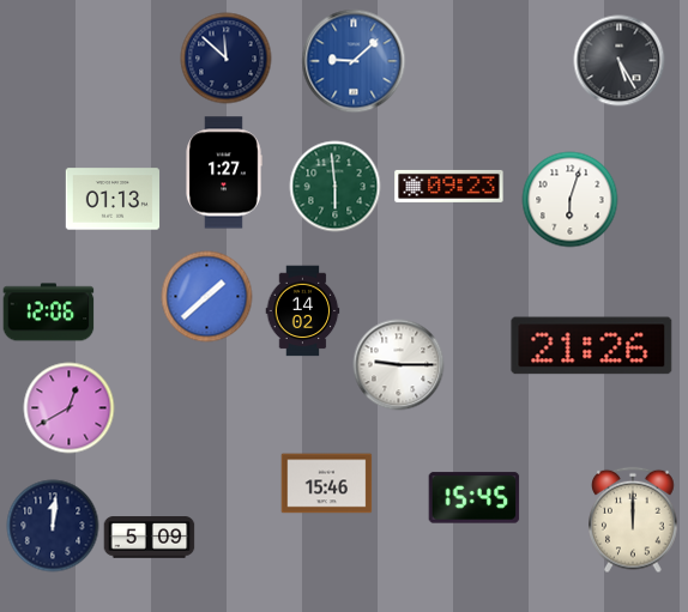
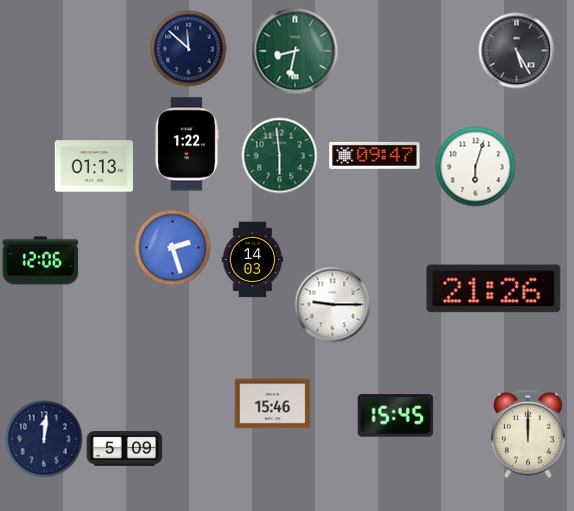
clock at (354, 61): 9:08 -> 8:32
clock at (354, 61) dial: blue -> green
clock at (224, 172): 1:27 -> 1:22
clock at (449, 186): 09:23 -> 09:47
clock at (207, 297): 1:38 -> 2:27
clock at (303, 311): 14:02 -> 14:03
clock at (70, 408): 12:40 -> none
